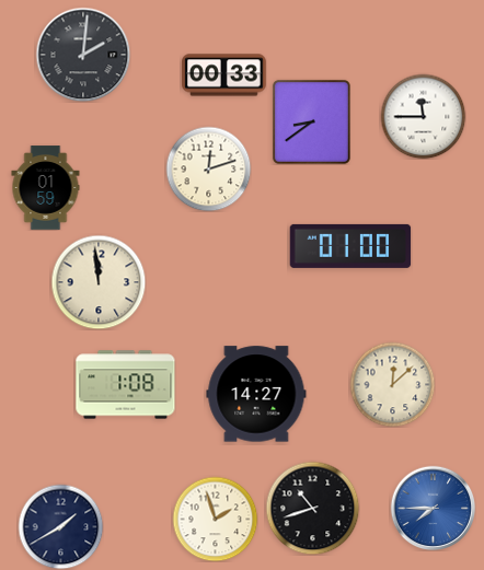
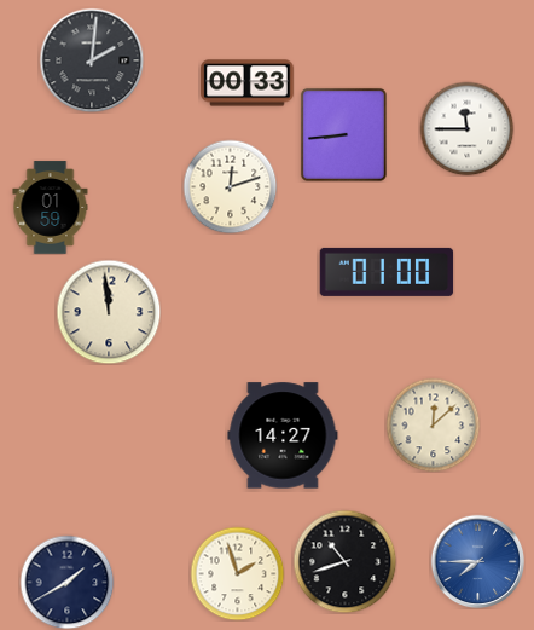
clock at (311, 121): 8:39 -> 8:44
clock at (126, 385): 1:08 -> none
